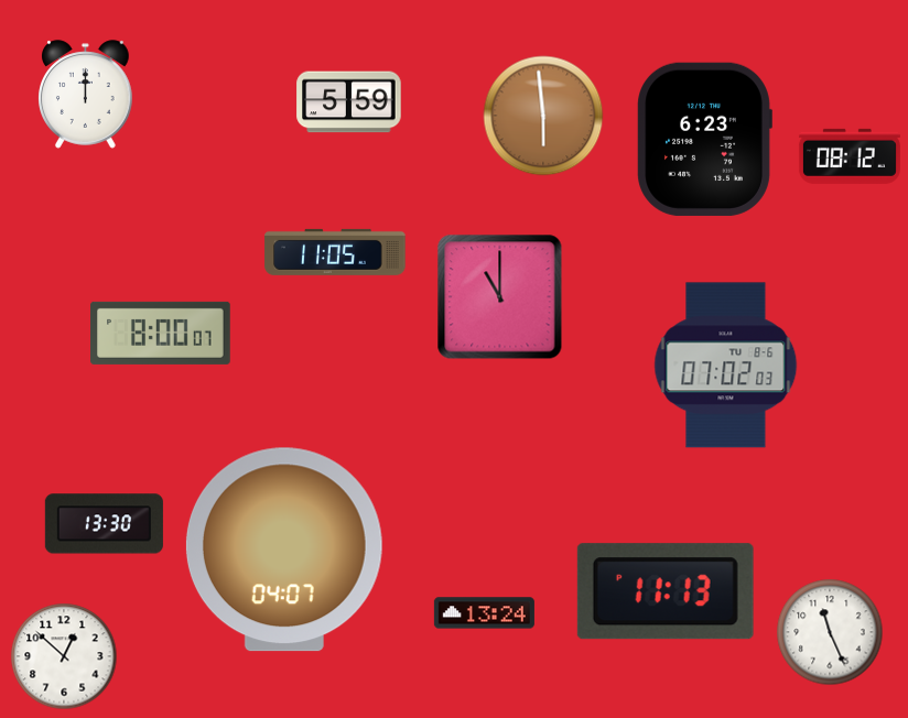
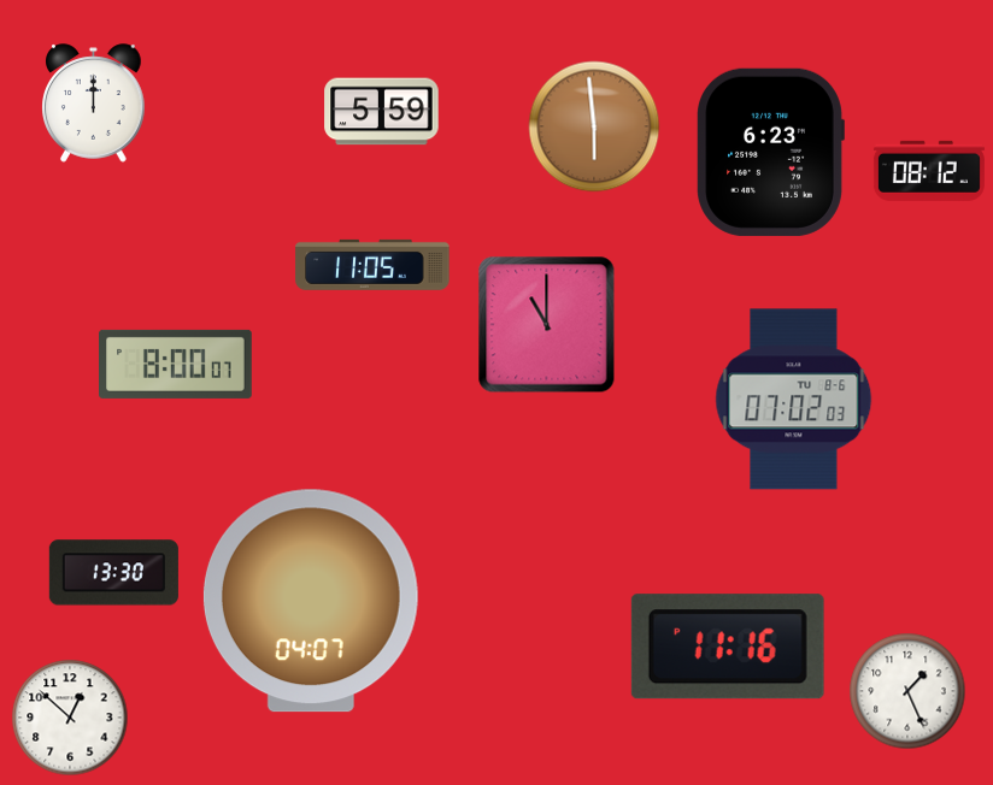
clock at (335, 252) position: (335, 252) -> (372, 265)
clock at (666, 591): 11:13 -> 11:16
clock at (484, 613): 13:24 -> none
clock at (830, 632): 11:26 -> 1:26
